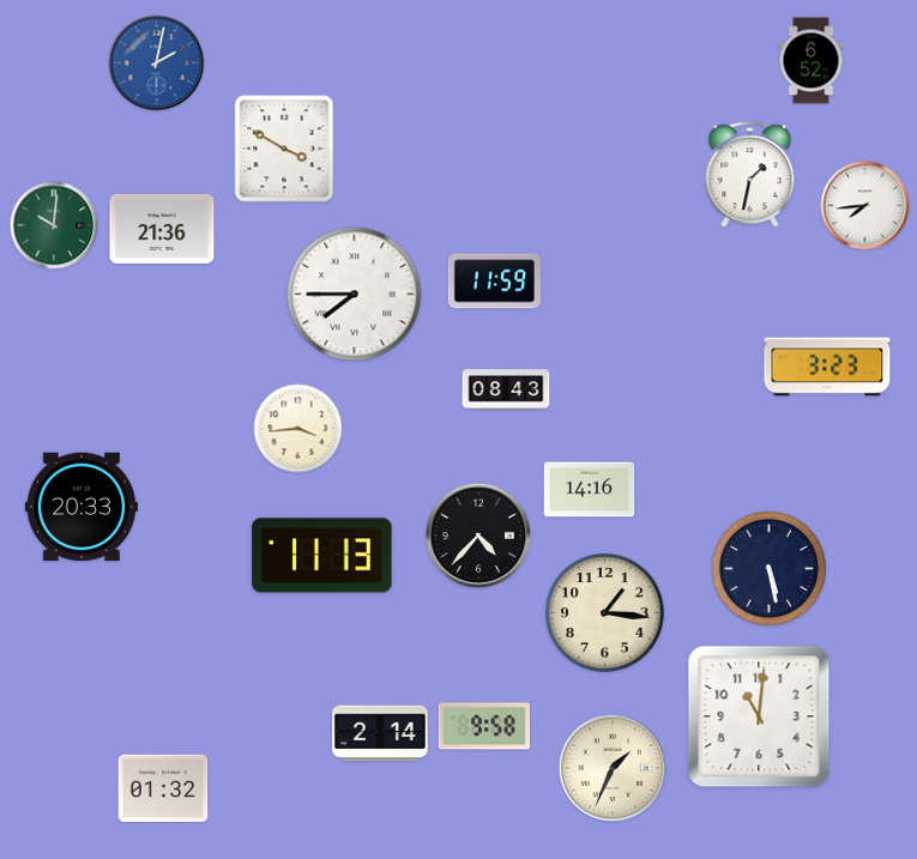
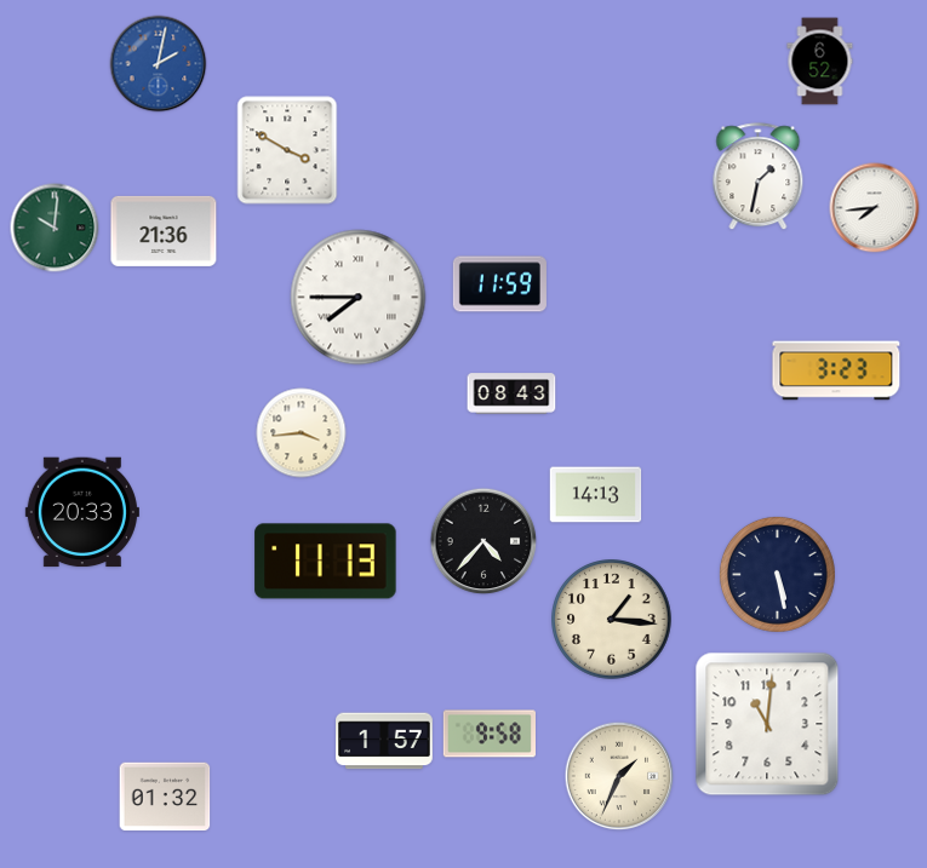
clock at (590, 490): 14:16 -> 14:13
clock at (380, 733): 2:14 -> 1:57
